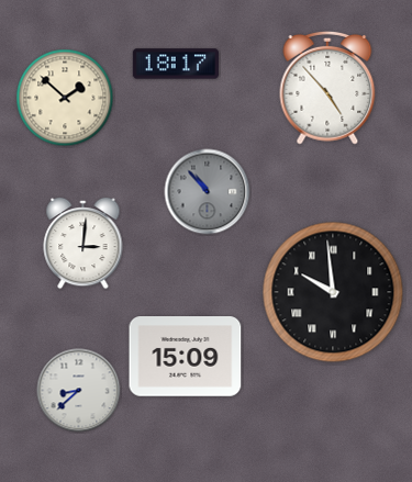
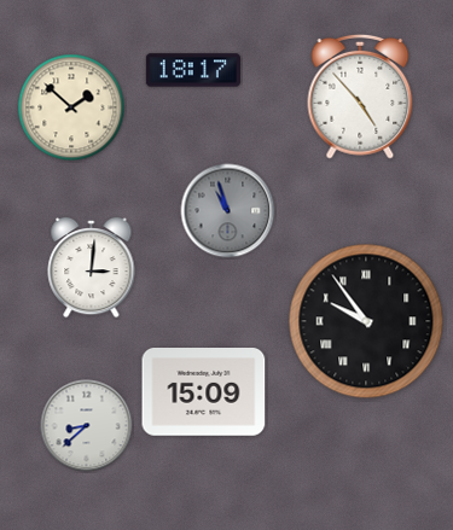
clock at (208, 192): 10:53 -> 10:57
clock at (333, 292): 9:59 -> 9:54
clock at (79, 391) position: (79, 391) -> (87, 426)
